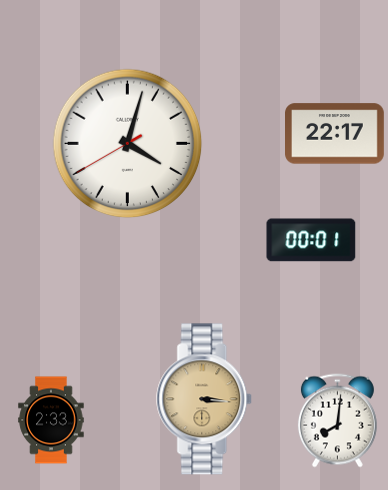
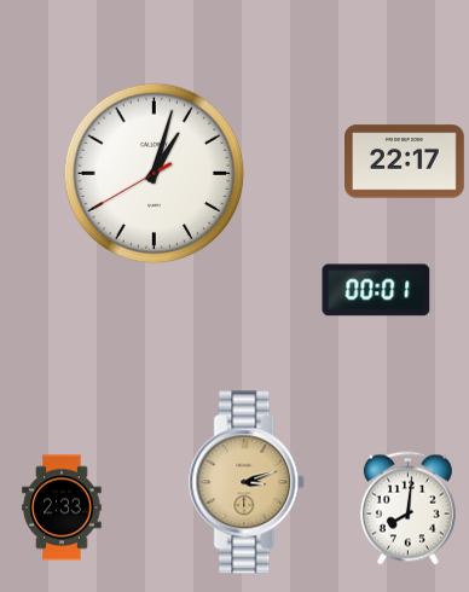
clock at (128, 144): 4:02 -> 1:02
clock at (205, 399): 3:16 -> 3:12
